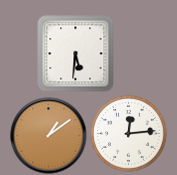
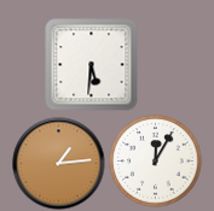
clock at (129, 134): 12:14 -> 12:05
clock at (49, 136): 1:09 -> 1:14
